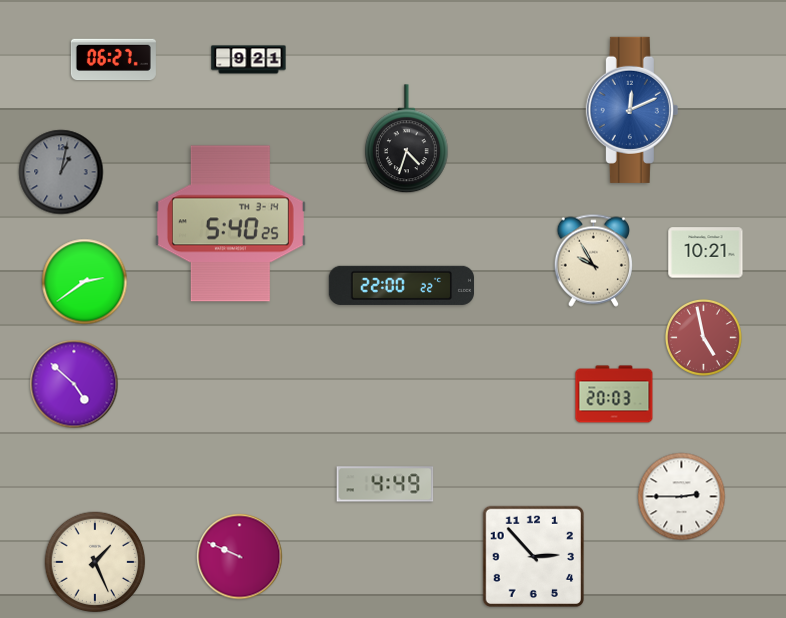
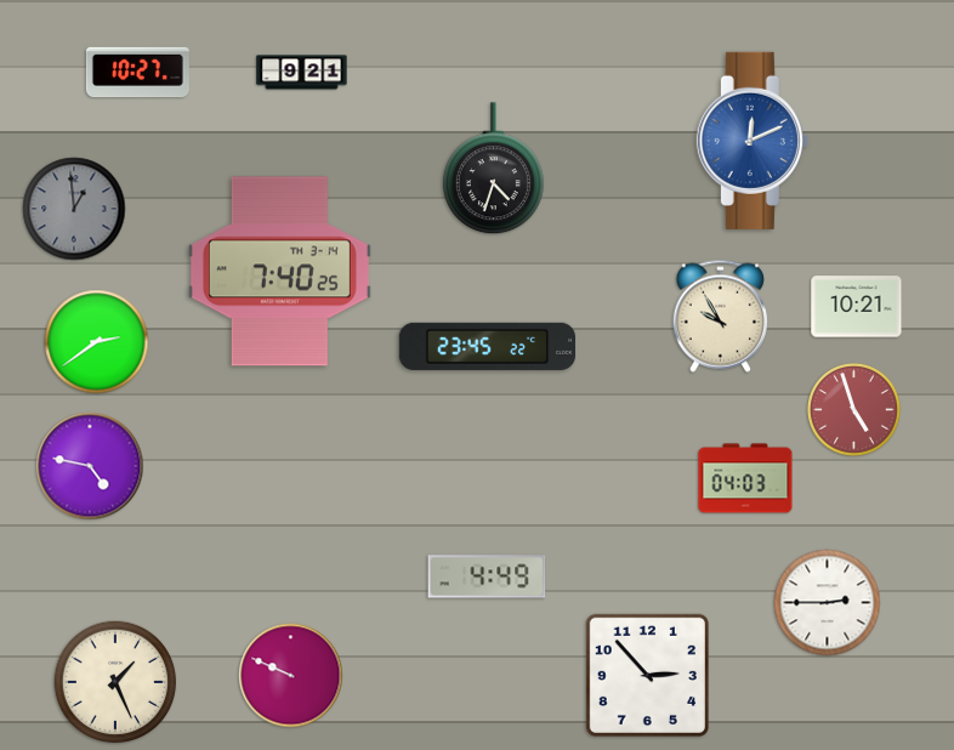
clock at (113, 60): 06:27 -> 10:27
clock at (632, 110) position: (632, 110) -> (753, 141)
clock at (61, 172): 1:02 -> 12:59
clock at (230, 224): 5:40 -> 7:40
clock at (85, 282) position: (85, 282) -> (97, 342)
clock at (401, 285): 22:00 -> 23:45
clock at (703, 337): 4:58 -> 4:57
clock at (74, 384): 4:52 -> 4:47
clock at (614, 394): 20:03 -> 04:03
clock at (385, 484) position: (385, 484) -> (487, 576)
